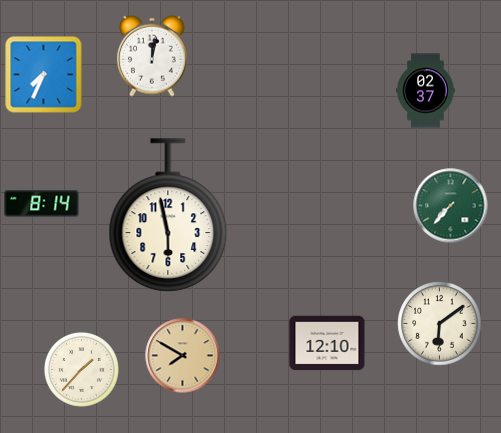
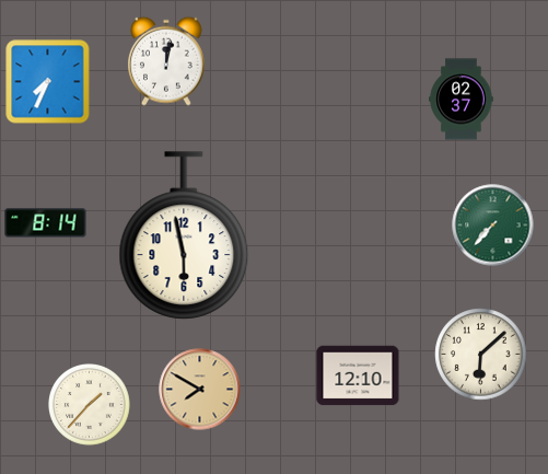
clock at (426, 91) position: (426, 91) -> (462, 100)
clock at (440, 324): 6:09 -> 6:08
